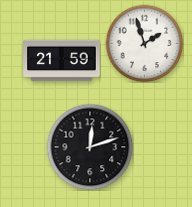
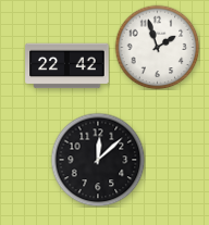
clock at (62, 61): 21:59 -> 22:42
clock at (90, 147): 12:12 -> 12:08
